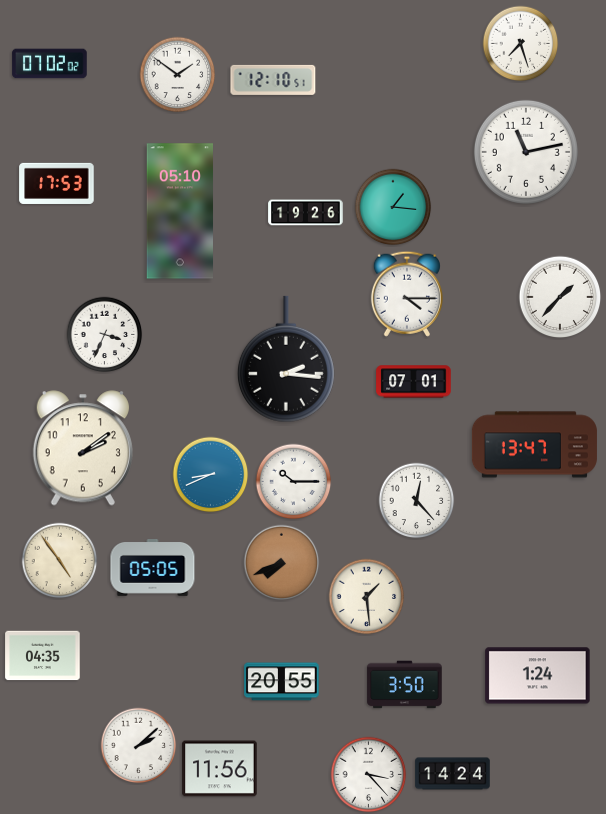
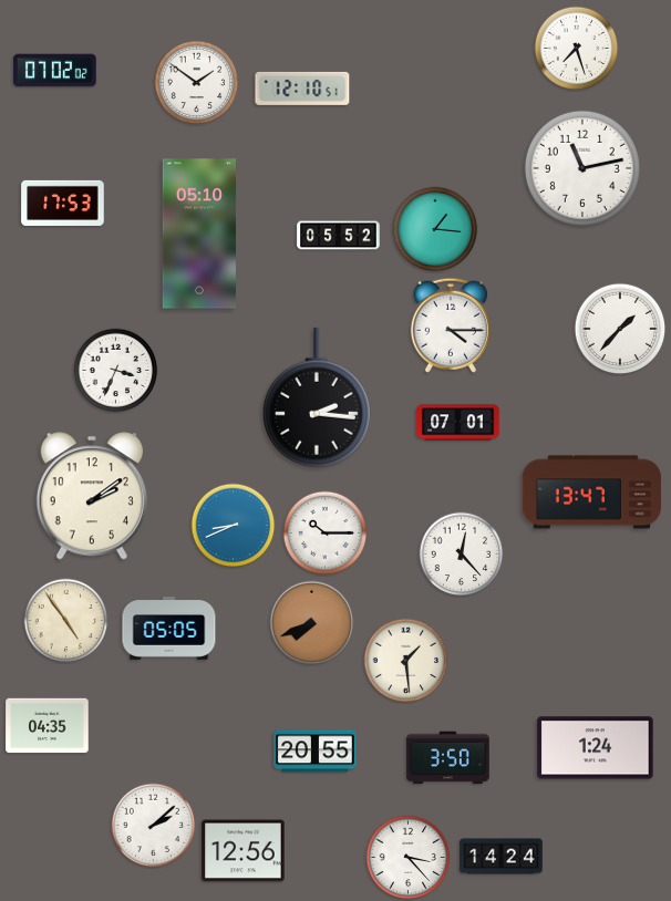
clock at (306, 213): 19:26 -> 05:52
clock at (282, 682) position: (282, 682) -> (316, 752)
clock at (220, 769): 11:56 -> 12:56
